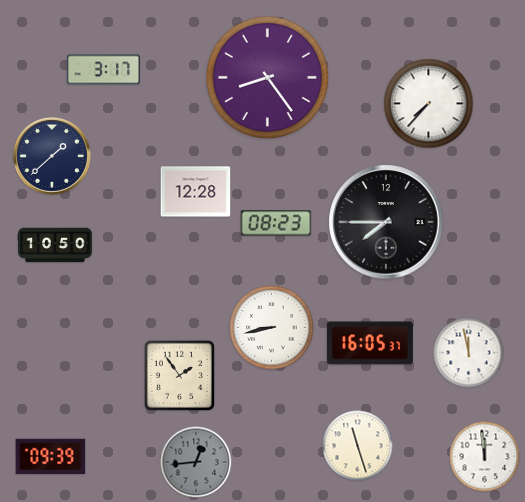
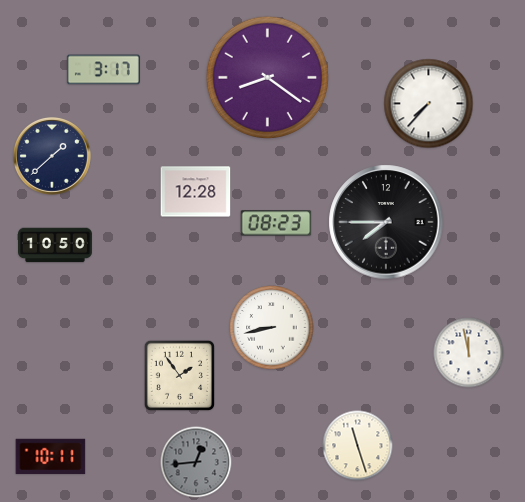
clock at (267, 77): 8:24 -> 8:21
clock at (370, 343): 16:05 -> none
clock at (51, 457): 09:39 -> 10:11
clock at (485, 457): 11:59 -> none
